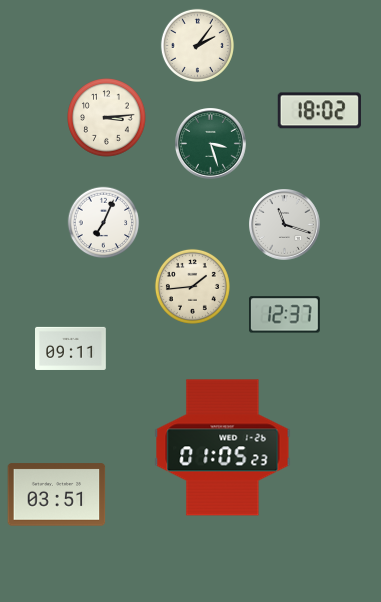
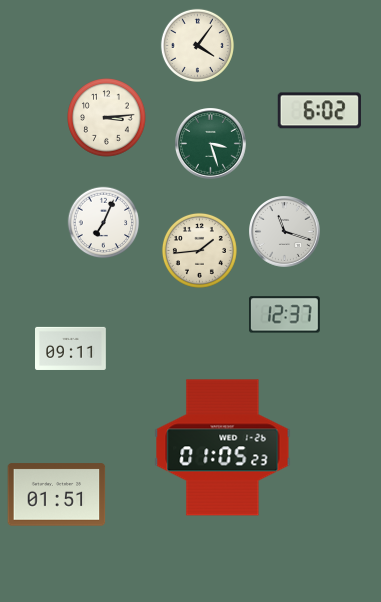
clock at (197, 45): 2:06 -> 4:06
clock at (319, 111): 18:02 -> 6:02
clock at (285, 225) position: (285, 225) -> (285, 232)
clock at (192, 286) position: (192, 286) -> (199, 250)
clock at (57, 495): 03:51 -> 01:51
